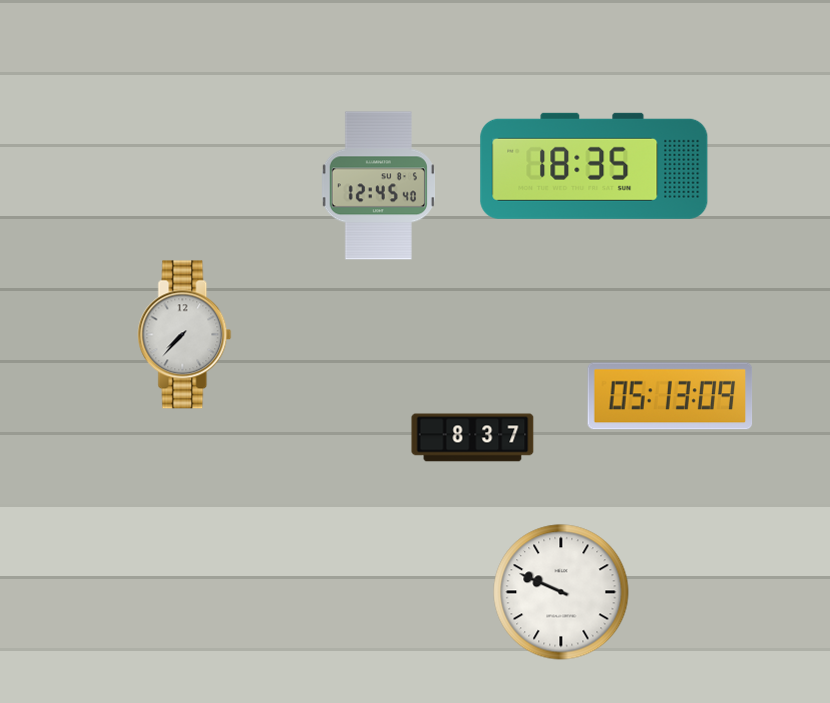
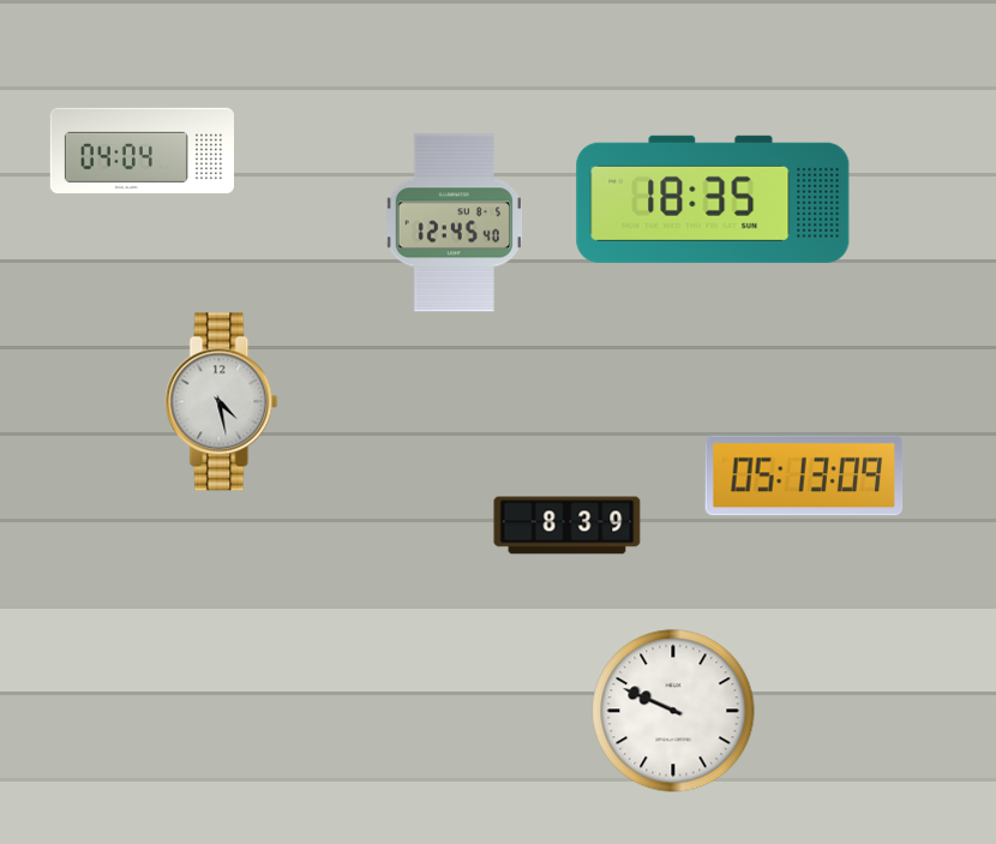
clock at (142, 151): none -> 04:04
clock at (185, 335): 7:37 -> 4:28
clock at (473, 438): 8:37 -> 8:39
